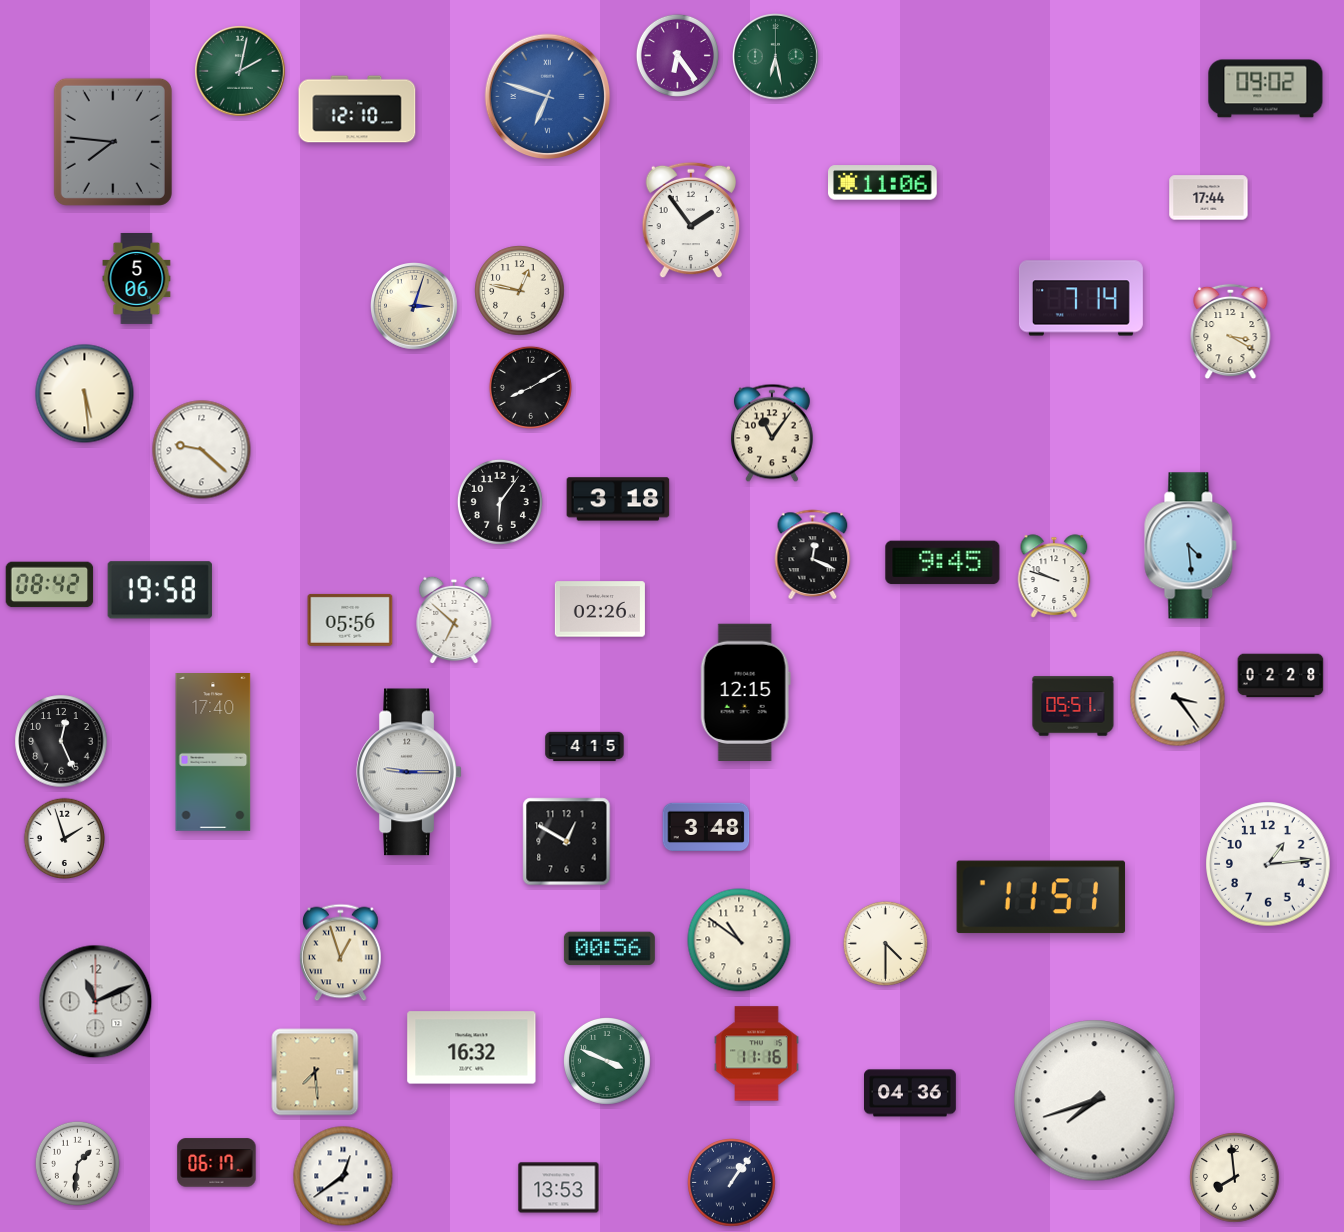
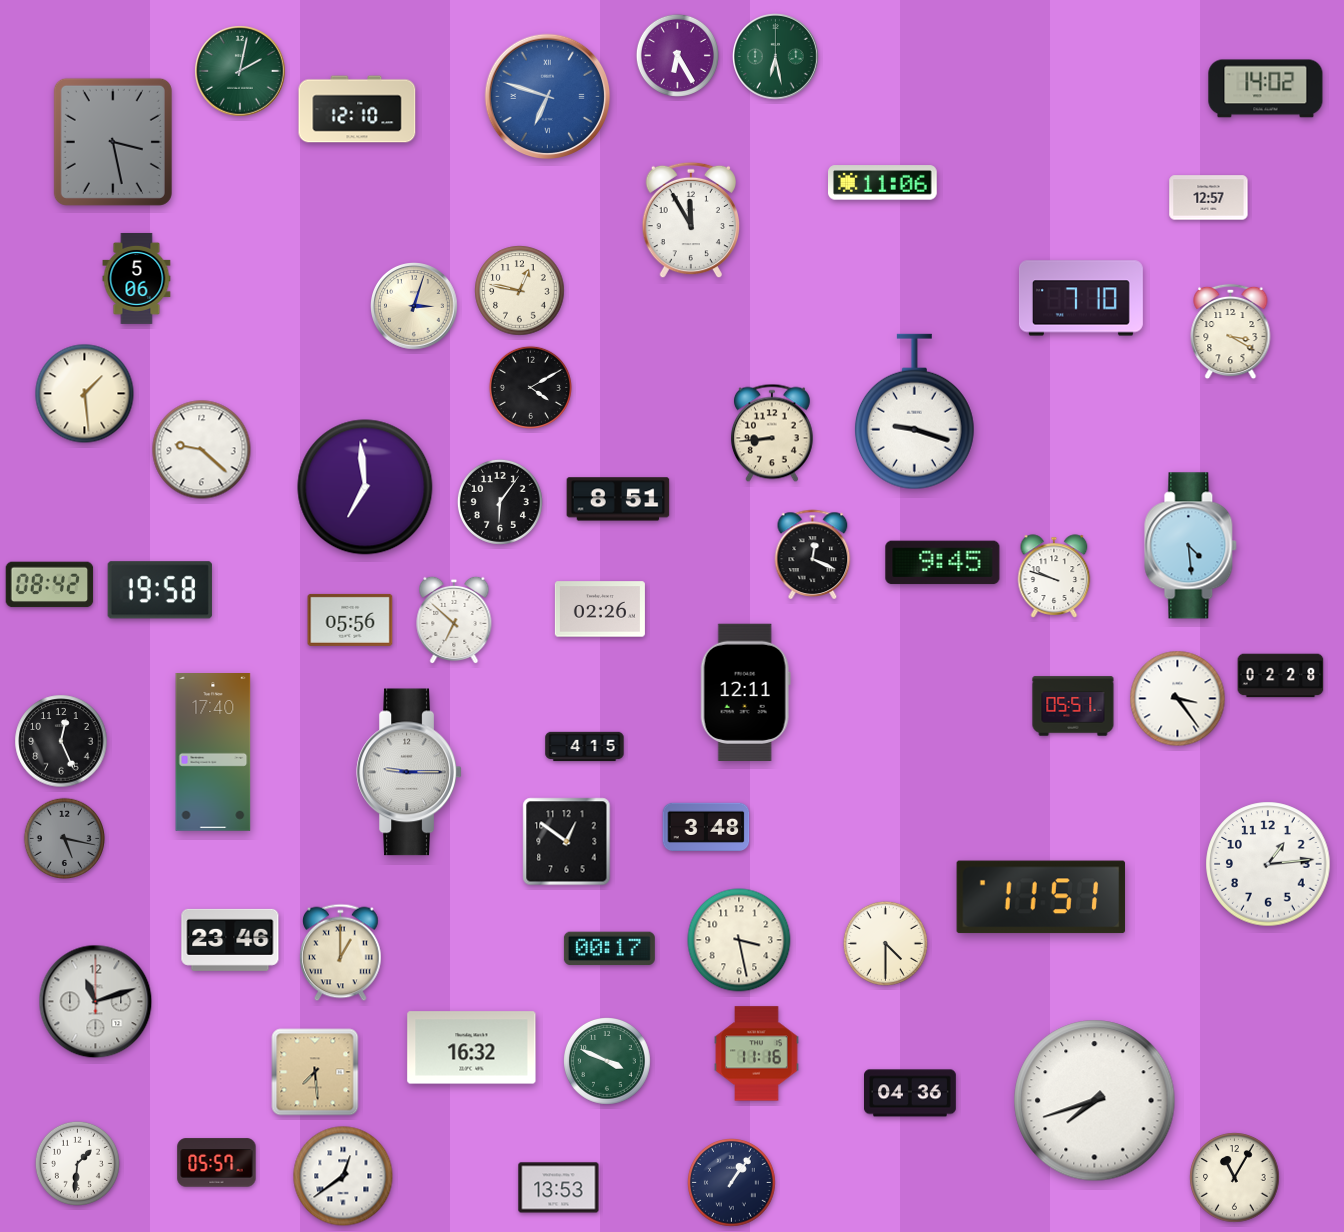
clock at (677, 55): 6:24 -> 6:25
clock at (1266, 89): 09:02 -> 14:02
clock at (113, 142): 7:46 -> 3:28
clock at (1209, 198): 17:44 -> 12:57
clock at (690, 220): 1:54 -> 11:55
clock at (1081, 298): 7:14 -> 7:10
clock at (530, 387): 8:10 -> 4:10
clock at (85, 394): 5:29 -> 1:29
clock at (914, 412): none -> 9:18
clock at (772, 433): 11:06 -> 8:44
clock at (365, 487): none -> 6:59
clock at (618, 499): 3:18 -> 8:51
clock at (745, 692): 12:15 -> 12:11
clock at (65, 839): 1:57 -> 5:17
clock at (65, 839) dial: white -> grey
clock at (567, 842): 12:50 -> 12:51
clock at (230, 940): none -> 23:46
clock at (739, 940): 10:51 -> 3:28
clock at (609, 949): 00:56 -> 00:17
clock at (341, 953): 12:57 -> 1:00
clock at (96, 1002): 11:11 -> 11:12
clock at (217, 1163): 06:17 -> 05:57
clock at (1235, 1178): 7:59 -> 11:05
